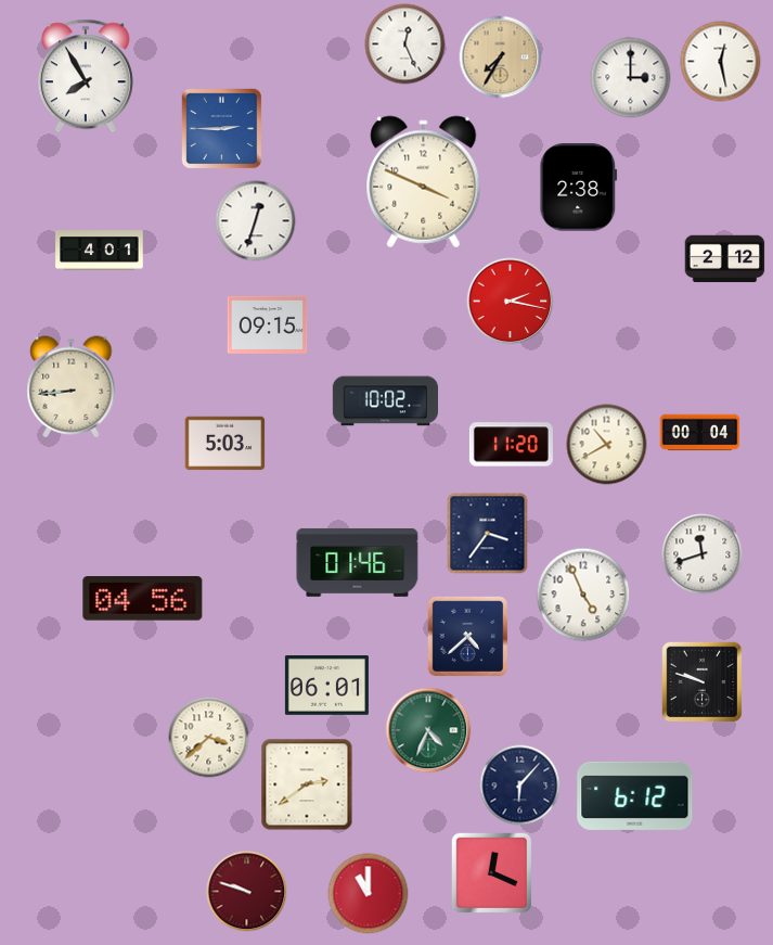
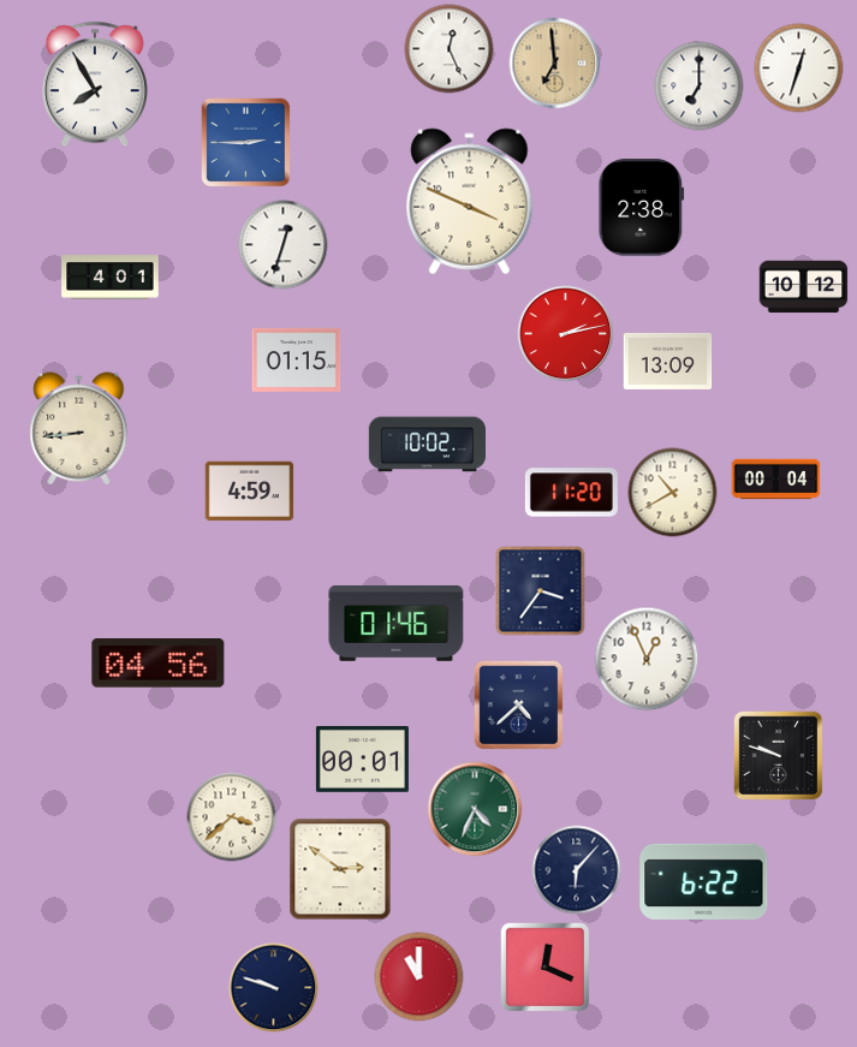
clock at (501, 58): 7:35 -> 6:59
clock at (721, 62): 12:28 -> 12:33
clock at (631, 78): 3:00 -> 7:00
clock at (725, 259): 2:12 -> 10:12
clock at (511, 302): 2:17 -> 2:13
clock at (268, 324): 09:15 -> 01:15
clock at (668, 361): none -> 13:09
clock at (226, 444): 5:03 -> 4:59
clock at (511, 445) position: (511, 445) -> (571, 493)
clock at (703, 554): 11:42 -> none
clock at (583, 595): 4:56 -> 12:56
clock at (326, 686): 06:01 -> 00:01
clock at (307, 784): 2:39 -> 2:51
clock at (635, 795): 6:12 -> 6:22
clock at (247, 892) dial: burgundy -> navy
clock at (369, 894) position: (369, 894) -> (419, 977)
